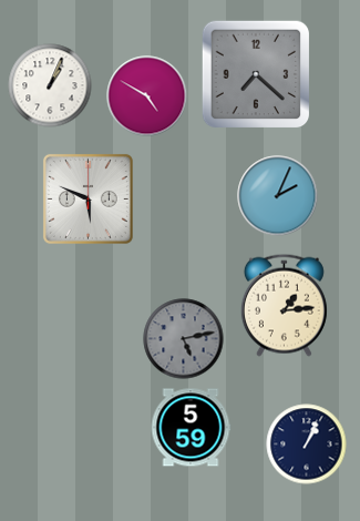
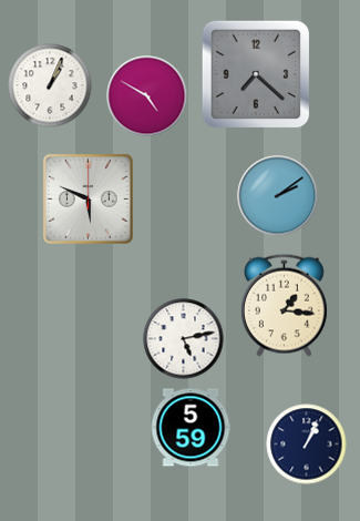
clock at (278, 196): 2:04 -> 2:09
clock at (284, 305): 1:14 -> 1:16
clock at (184, 339) dial: grey -> white
